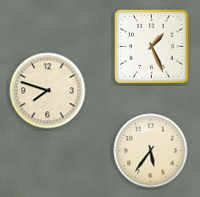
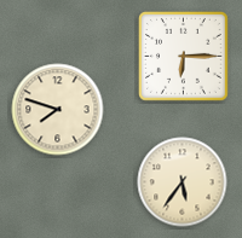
clock at (152, 47): 1:26 -> 6:15
